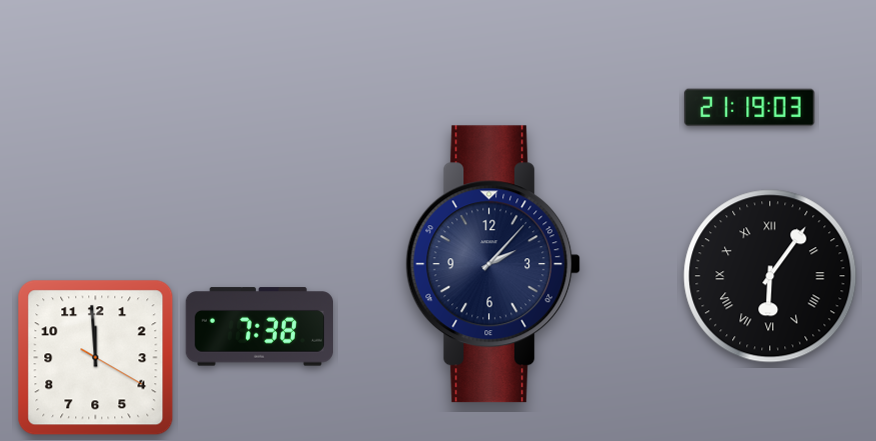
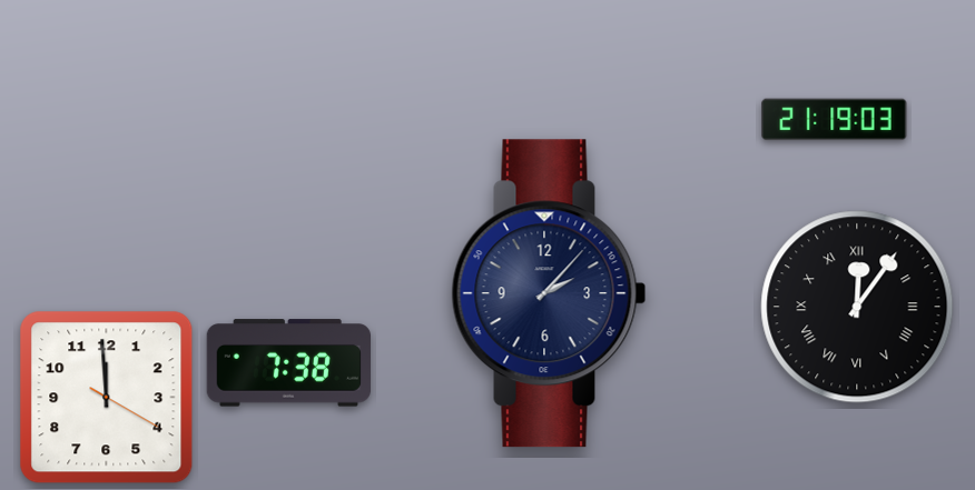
clock at (770, 276): 6:06 -> 12:06
